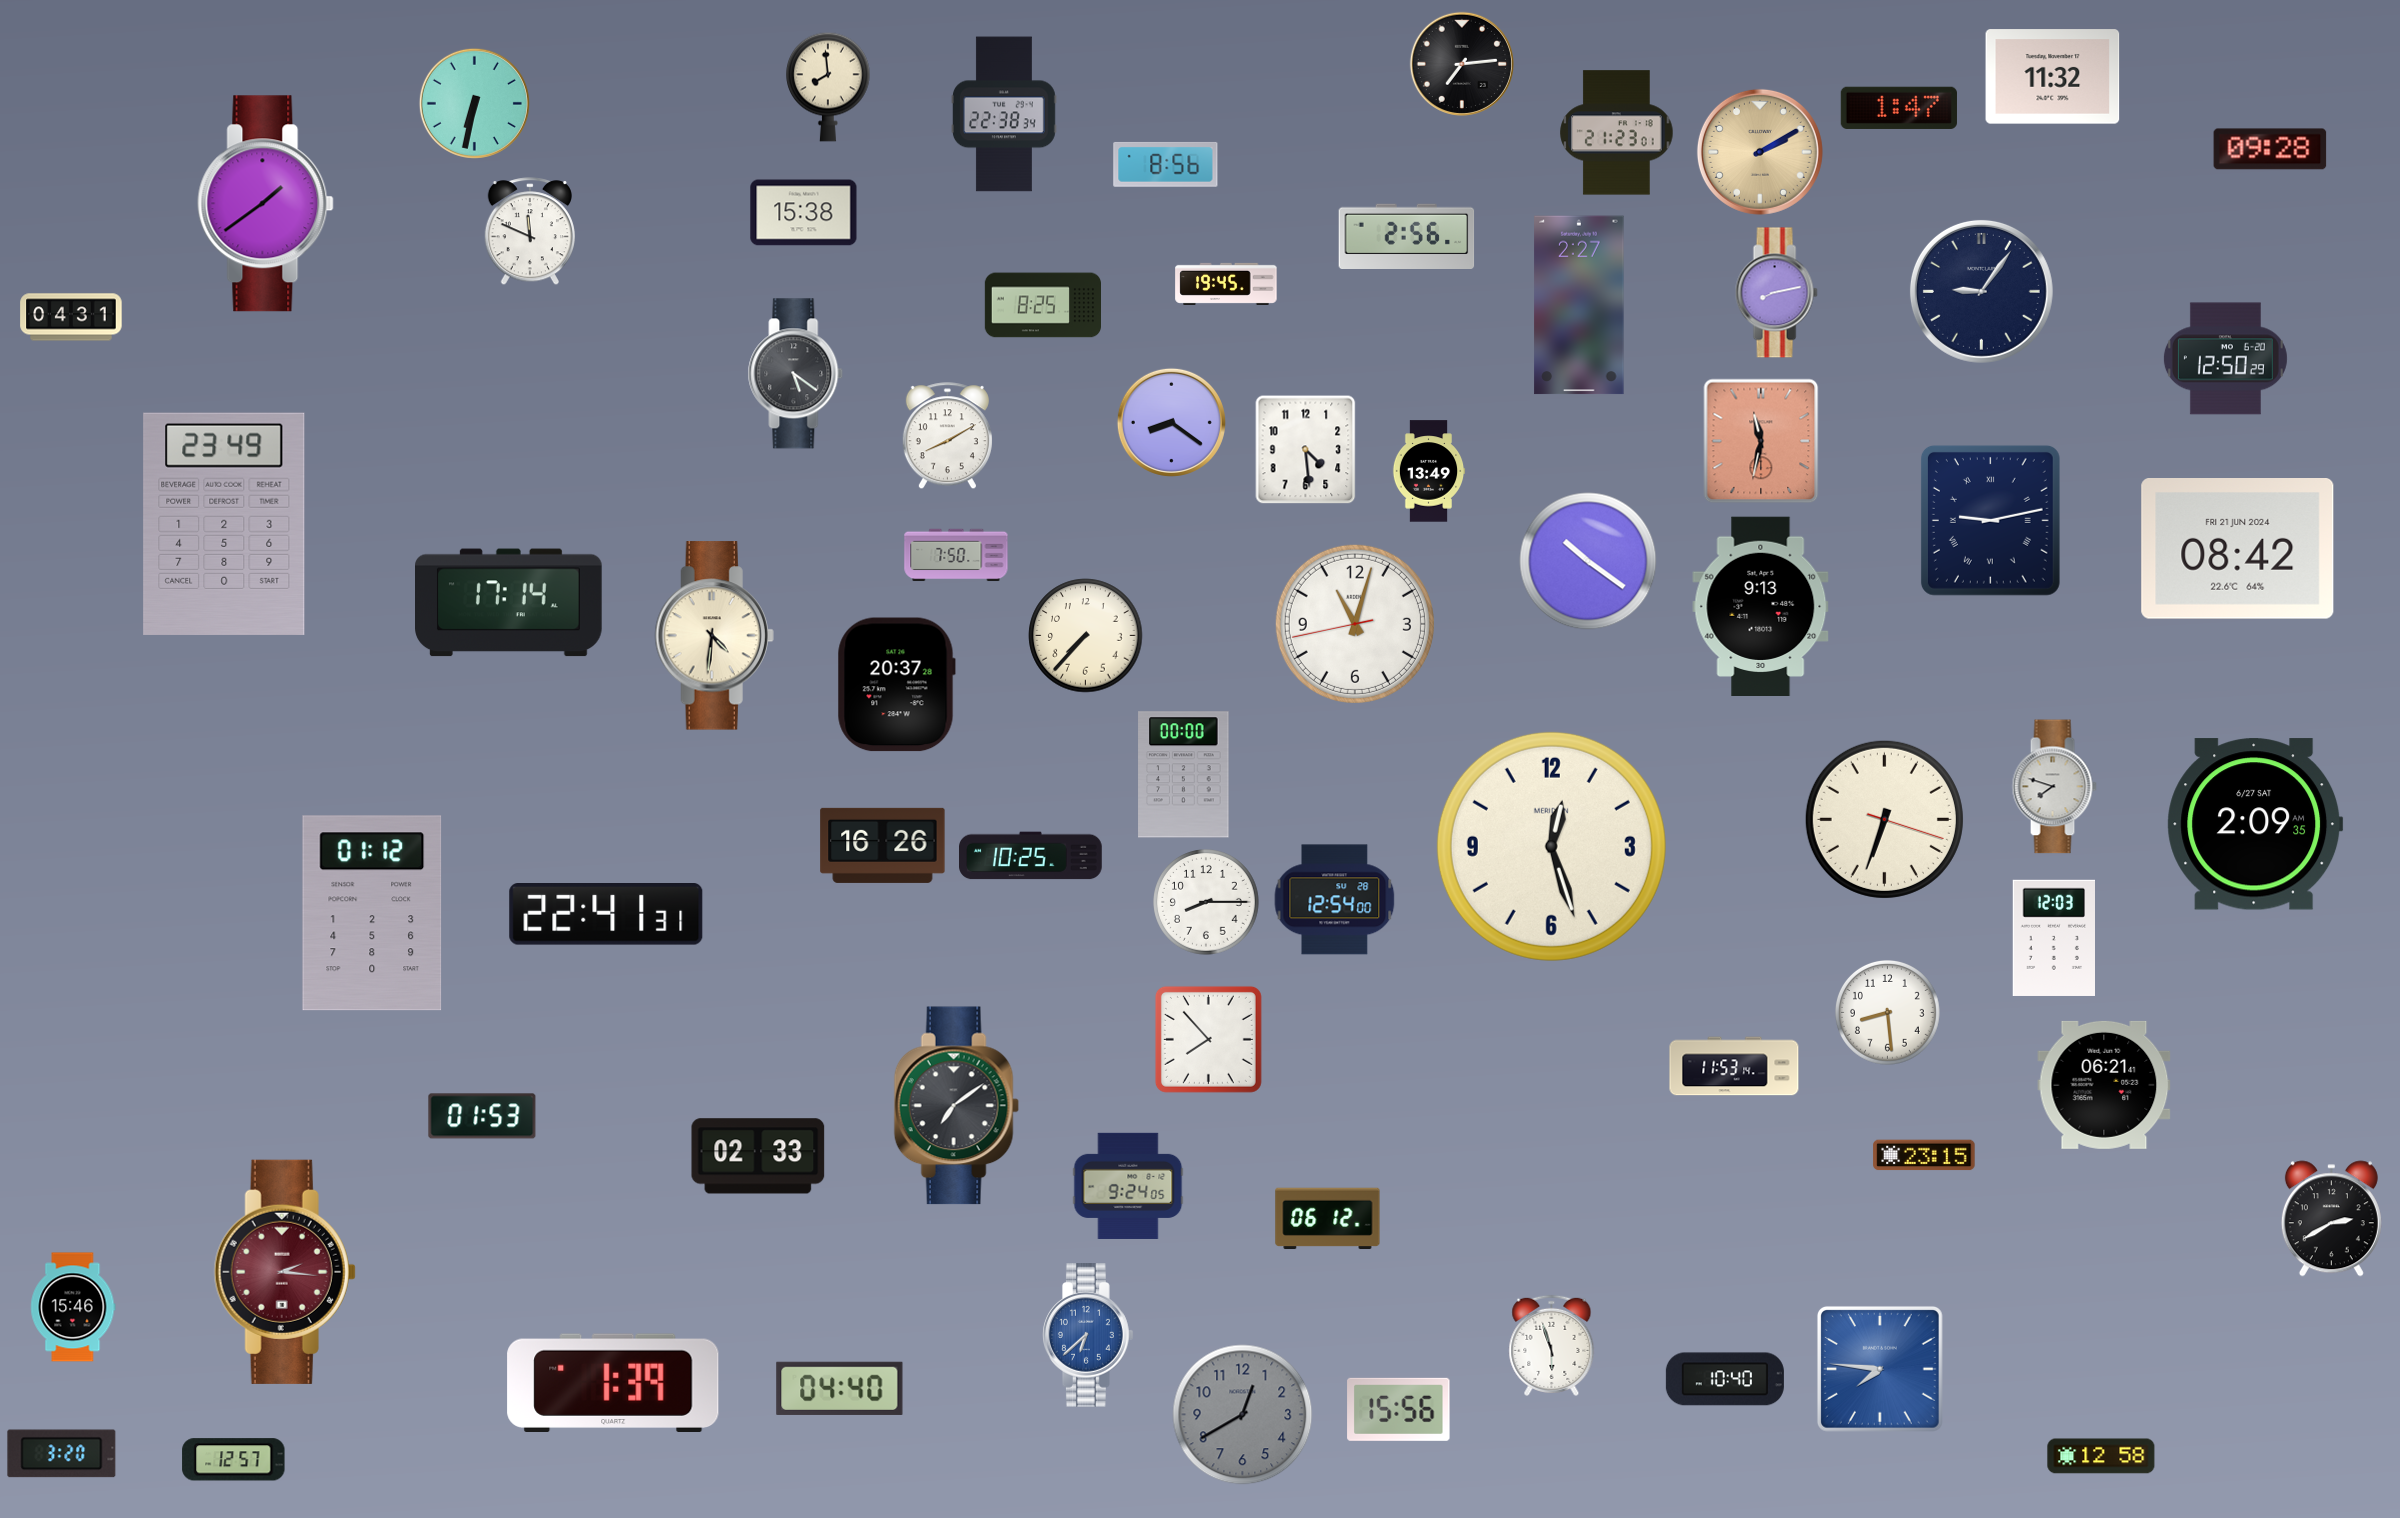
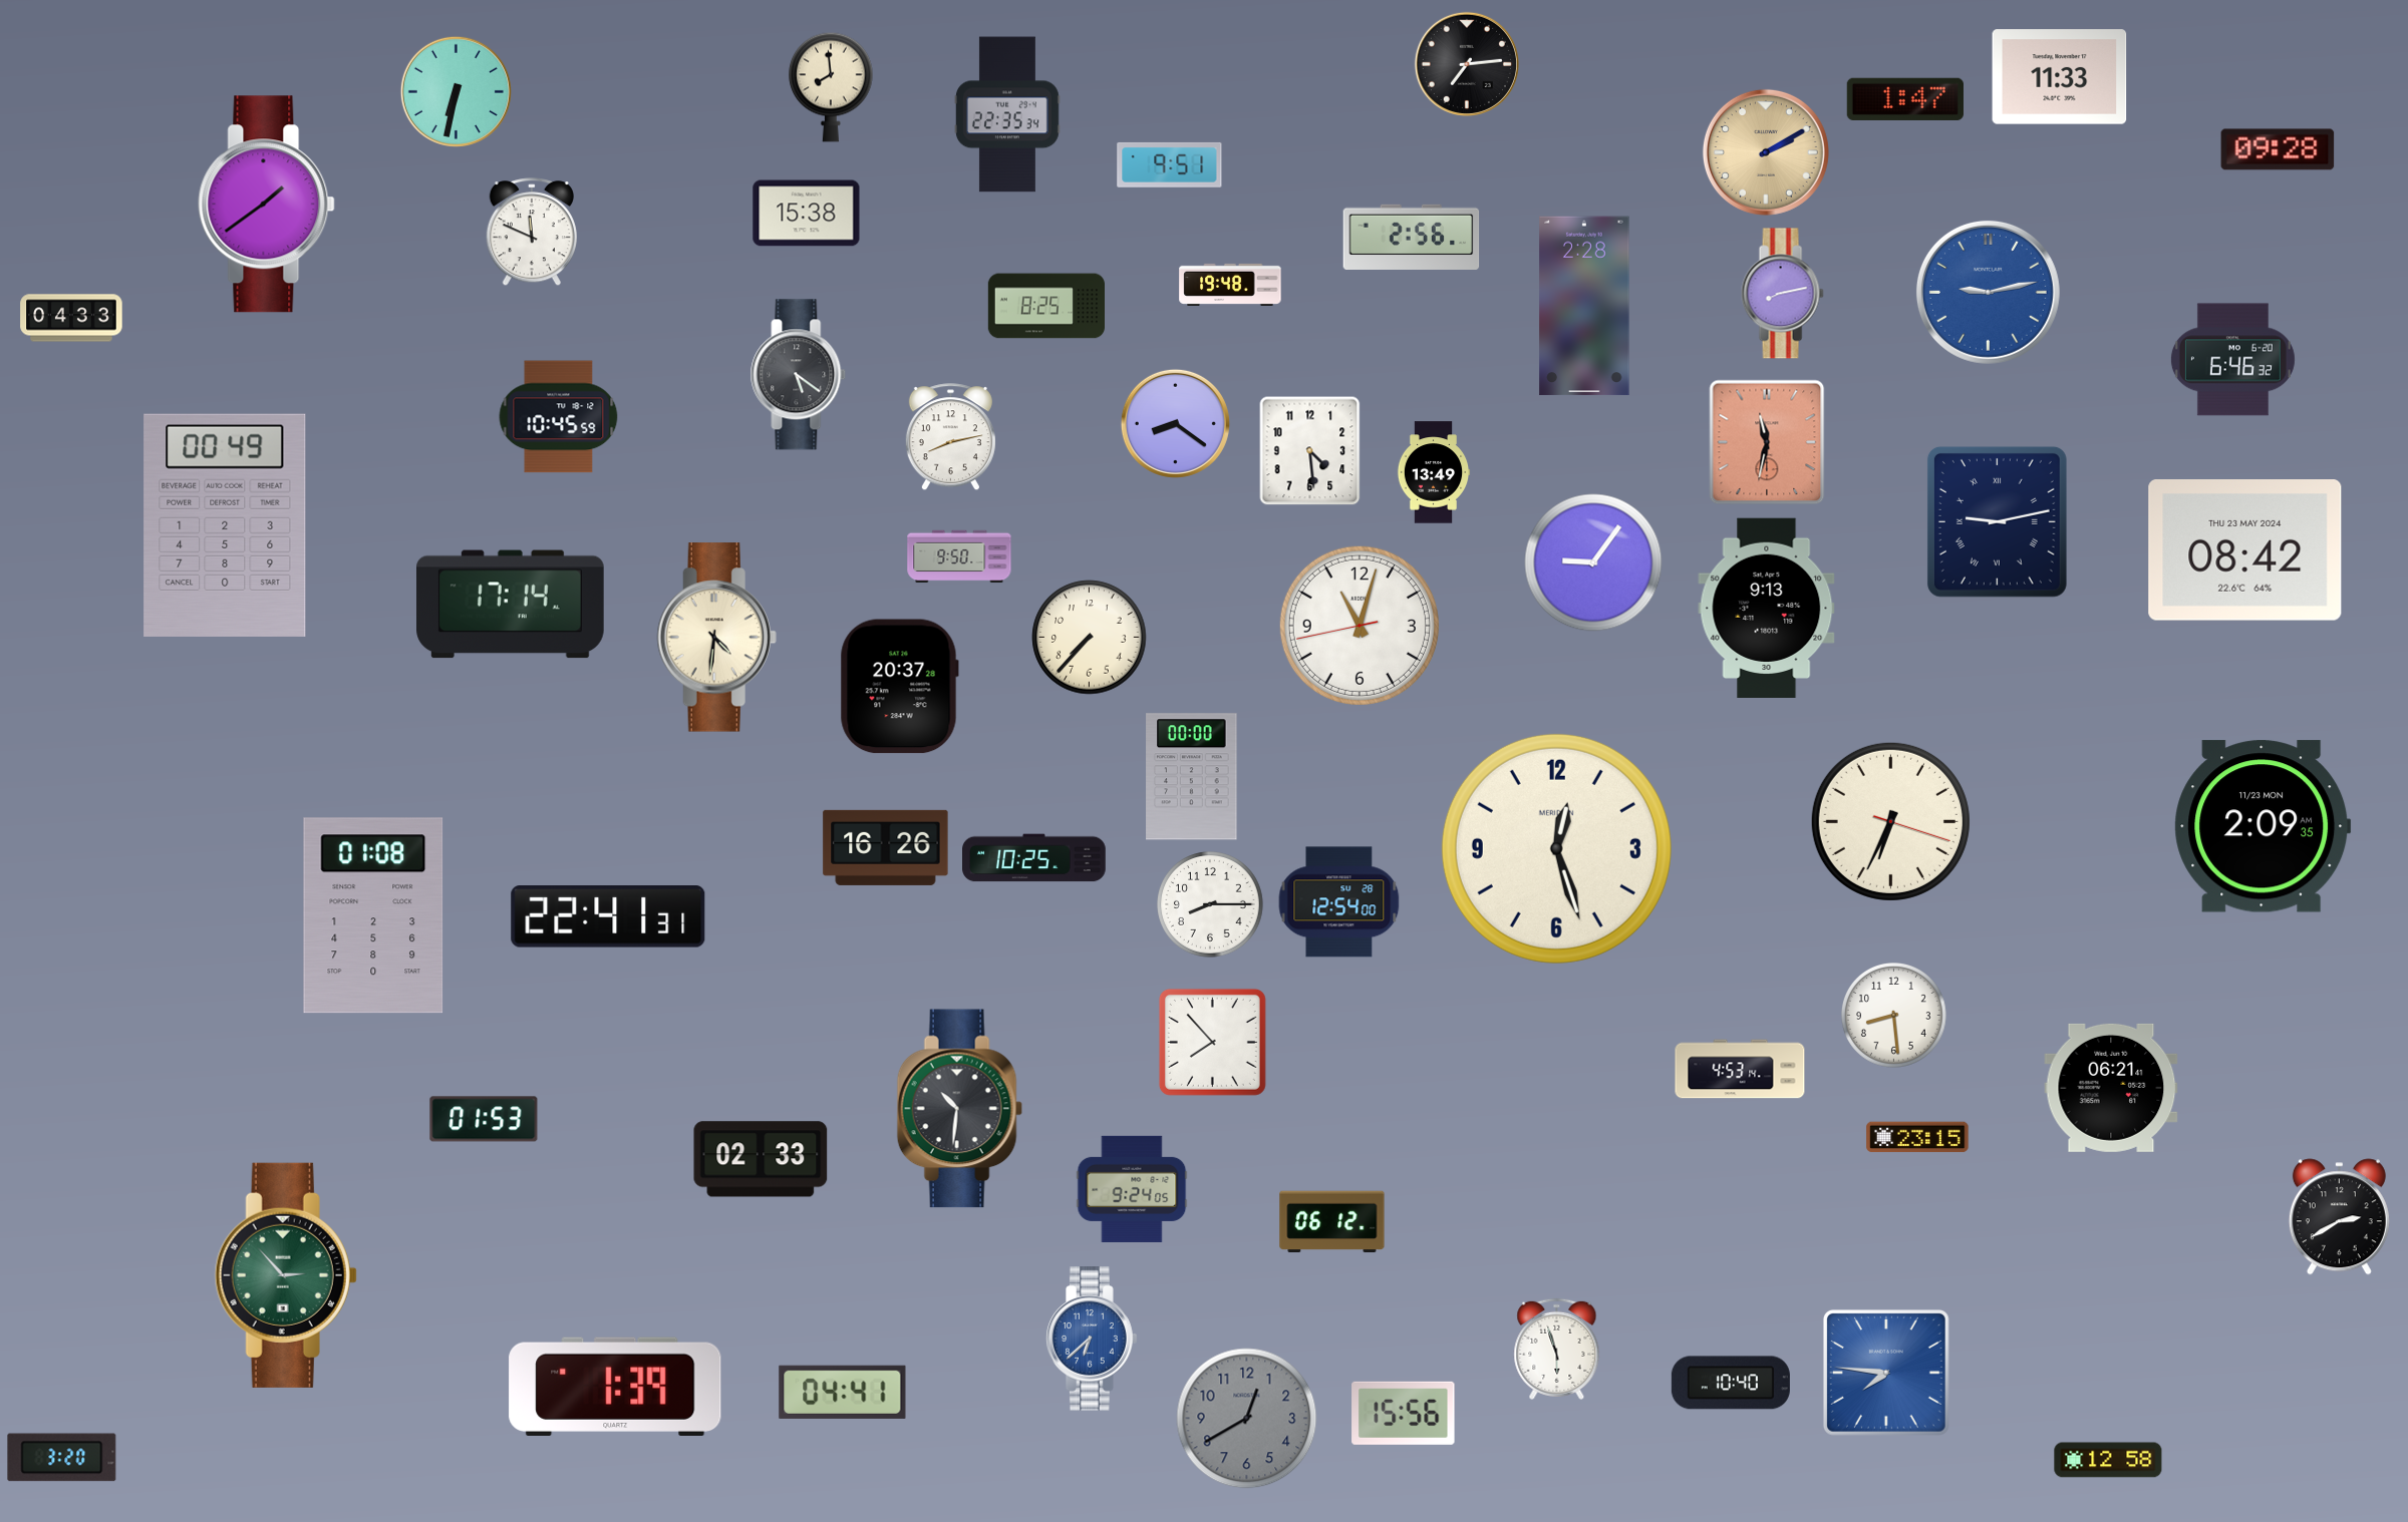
clock at (2053, 77): 11:32 -> 11:33
clock at (474, 103) position: (474, 103) -> (456, 91)
clock at (1899, 108) position: (1899, 108) -> (1905, 99)
clock at (1004, 114): 22:38 -> 22:35
clock at (1617, 133): 21:23 -> none
clock at (1166, 164): 8:56 -> 9:51
clock at (1226, 284): 19:45 -> 19:48
clock at (1981, 291): 9:06 -> 9:13
clock at (1981, 291) dial: navy -> blue
clock at (1579, 305): 2:27 -> 2:28
clock at (71, 317): 04:31 -> 04:33
clock at (2225, 359): 12:50 -> 6:46
clock at (559, 417): none -> 10:45
clock at (947, 436): 8:10 -> 8:13
clock at (224, 524): 23:49 -> 00:49
clock at (2238, 549) date: FRI 21 JUN 2024 -> THU 23 MAY 2024
clock at (956, 555): 7:50 -> 9:50
clock at (1588, 561): 10:21 -> 9:06
clock at (1184, 775) position: (1184, 775) -> (1192, 777)
clock at (2054, 787): 7:48 -> none
clock at (1884, 819): 6:33 -> 6:34
clock at (2255, 824) date: 6/27 SAT -> 11/23 MON
clock at (372, 913): 01:12 -> 01:08
clock at (2053, 938): 12:03 -> none
clock at (1734, 1066): 11:53 -> 4:53
clock at (956, 1106): 7:09 -> 10:31
clock at (1924, 1155) position: (1924, 1155) -> (1917, 1137)
clock at (2331, 1219) position: (2331, 1219) -> (2339, 1217)
clock at (285, 1272): 2:16 -> 2:53
clock at (285, 1272) dial: burgundy -> green
clock at (73, 1307): 15:46 -> none
clock at (840, 1388): 04:40 -> 04:41
clock at (234, 1460): 12:57 -> none
